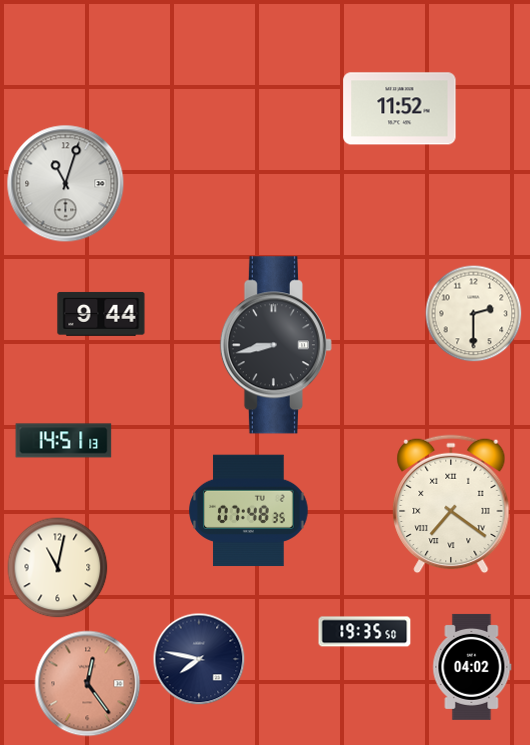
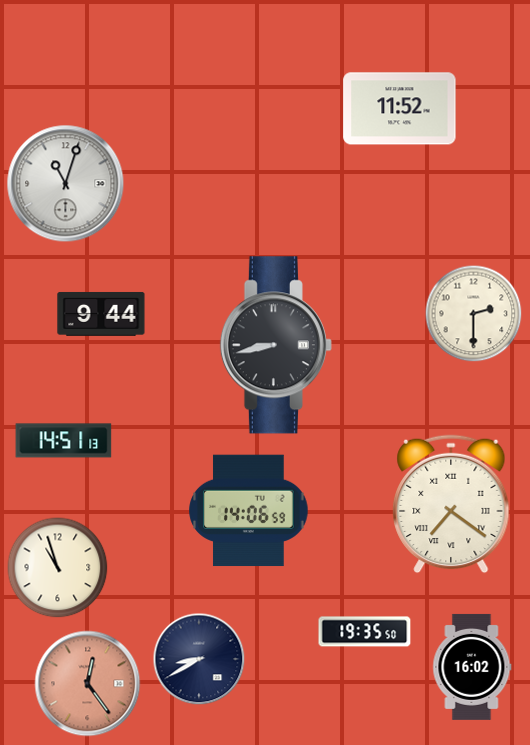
clock at (249, 511): 07:48 -> 14:06
clock at (58, 568): 11:02 -> 10:57
clock at (199, 659): 7:47 -> 8:40
clock at (472, 667): 04:02 -> 16:02
